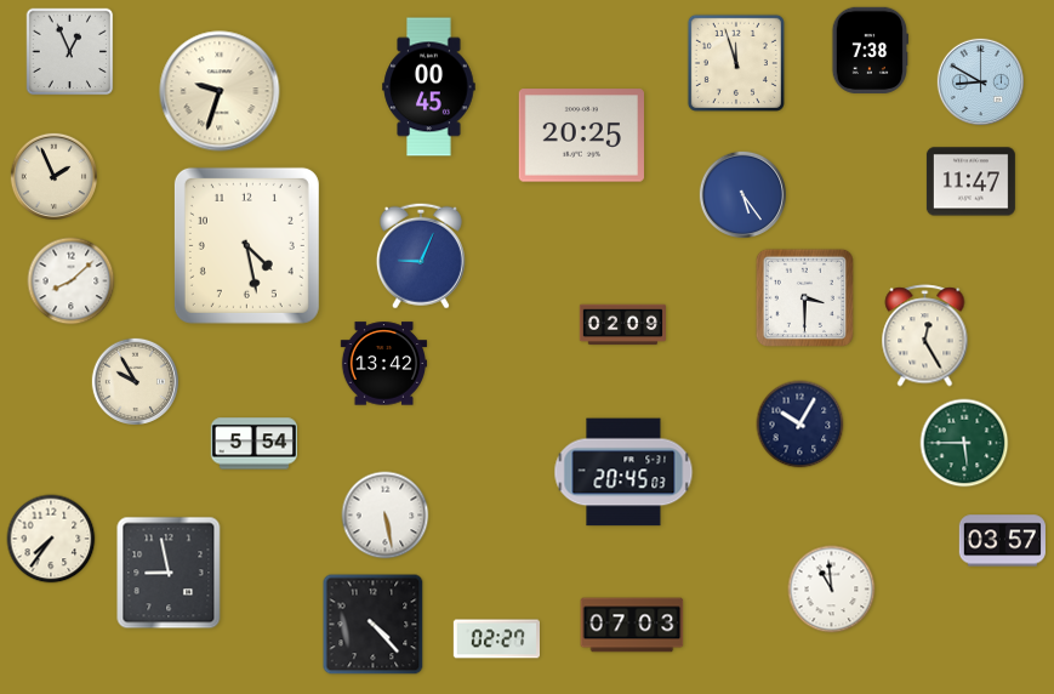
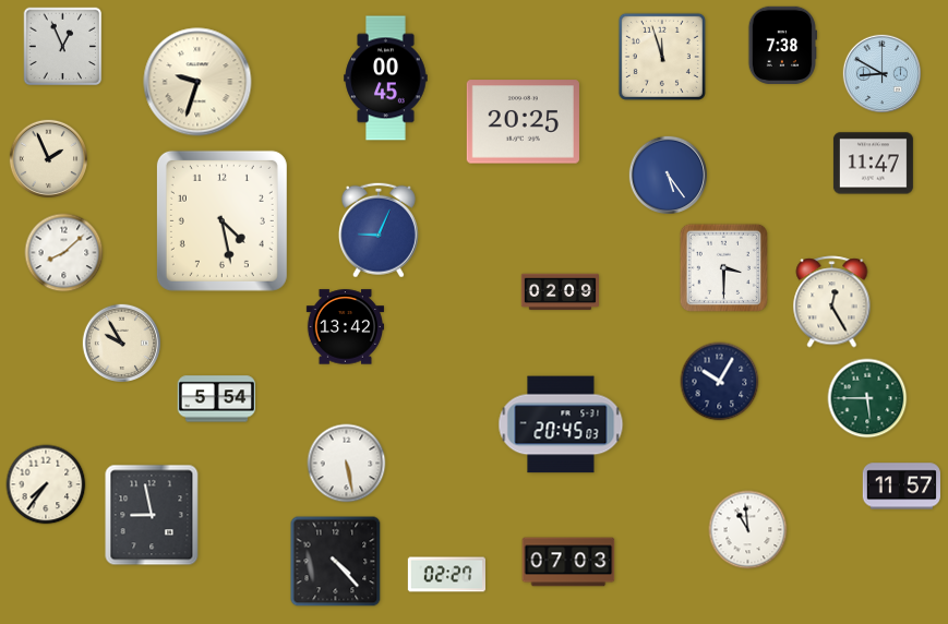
clock at (253, 444) position: (253, 444) -> (216, 399)
clock at (1002, 541): 03:57 -> 11:57
